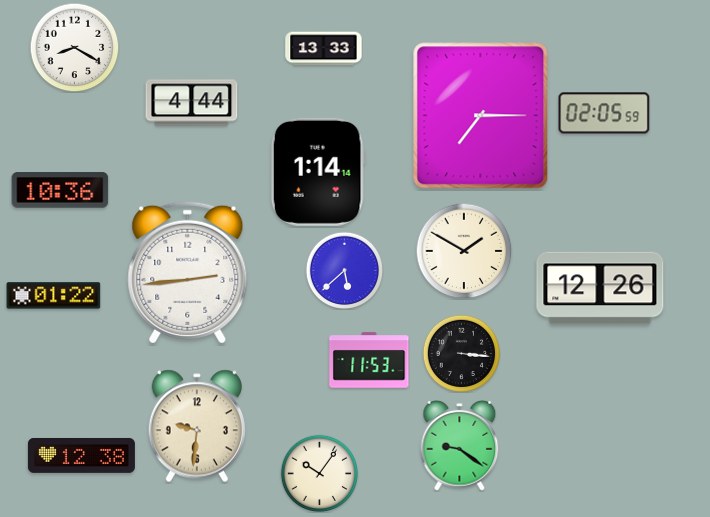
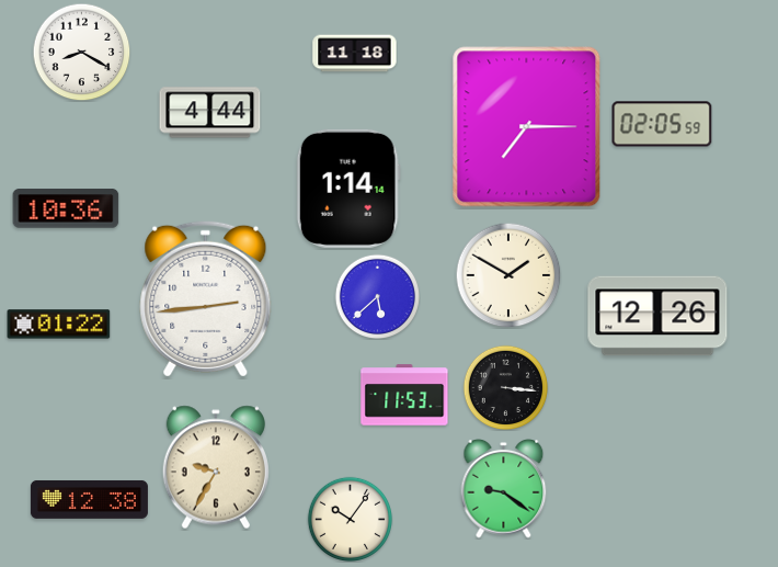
clock at (324, 49): 13:33 -> 11:18
clock at (196, 426): 9:31 -> 9:35
